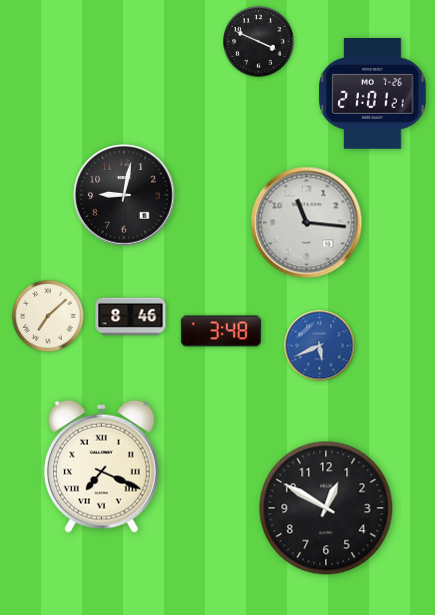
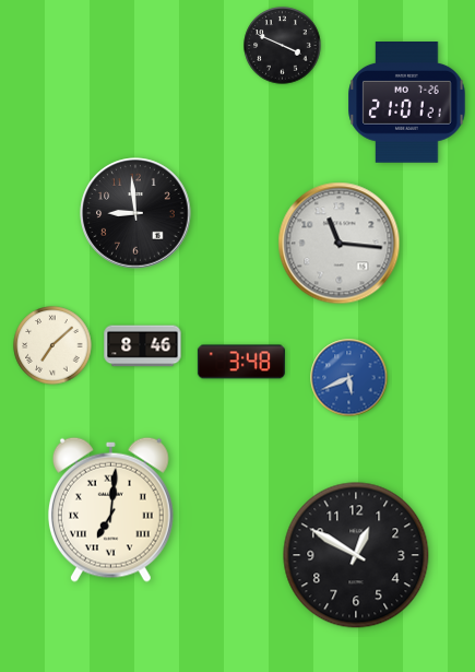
clock at (124, 195): 9:02 -> 8:59
clock at (307, 223) position: (307, 223) -> (340, 244)
clock at (101, 466): 7:19 -> 7:01
